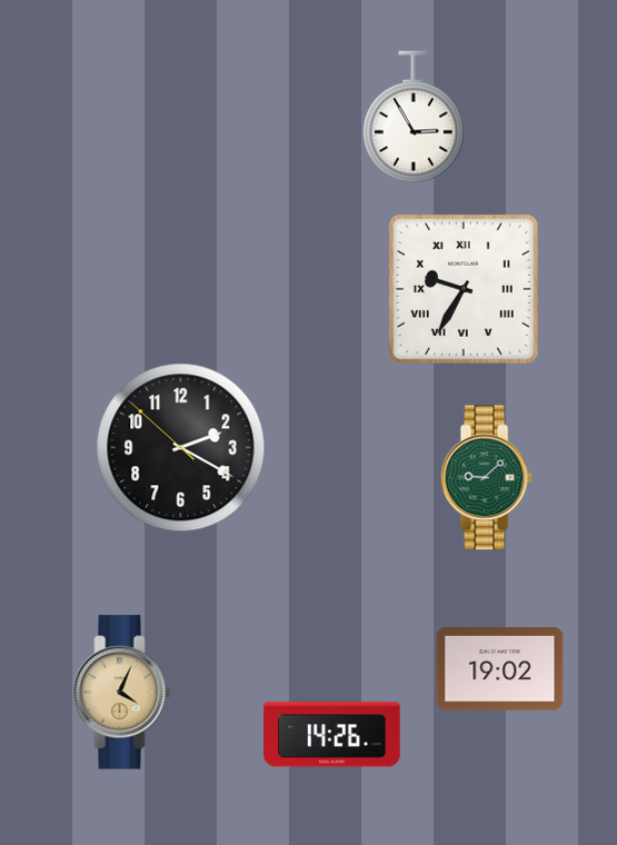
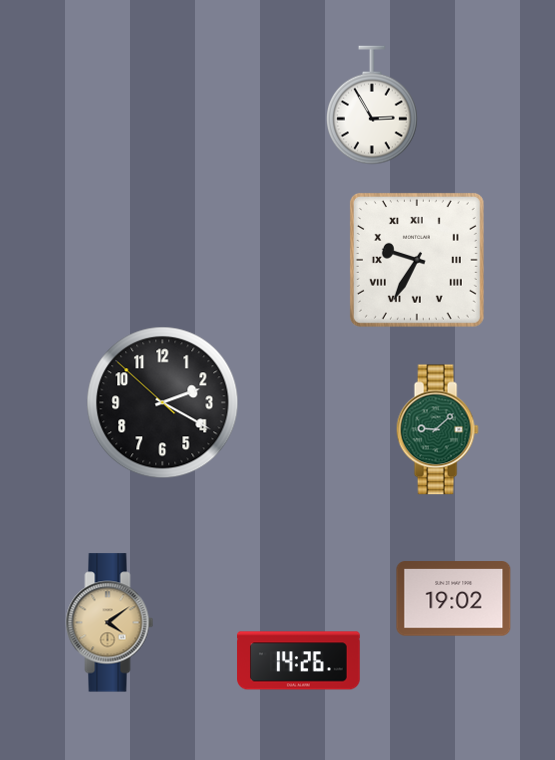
clock at (500, 669) position: (500, 669) -> (454, 599)
clock at (122, 693): 4:04 -> 4:09
